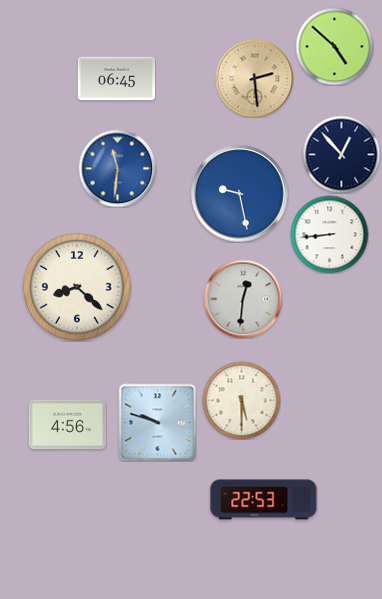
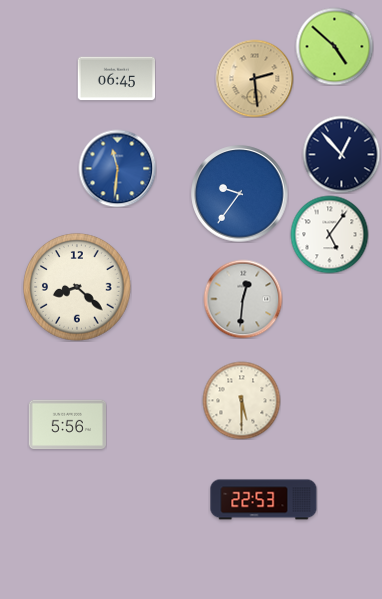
clock at (240, 194): 9:28 -> 9:36
clock at (329, 234): 8:44 -> 5:06
clock at (157, 422): 9:48 -> none
clock at (67, 425): 4:56 -> 5:56
